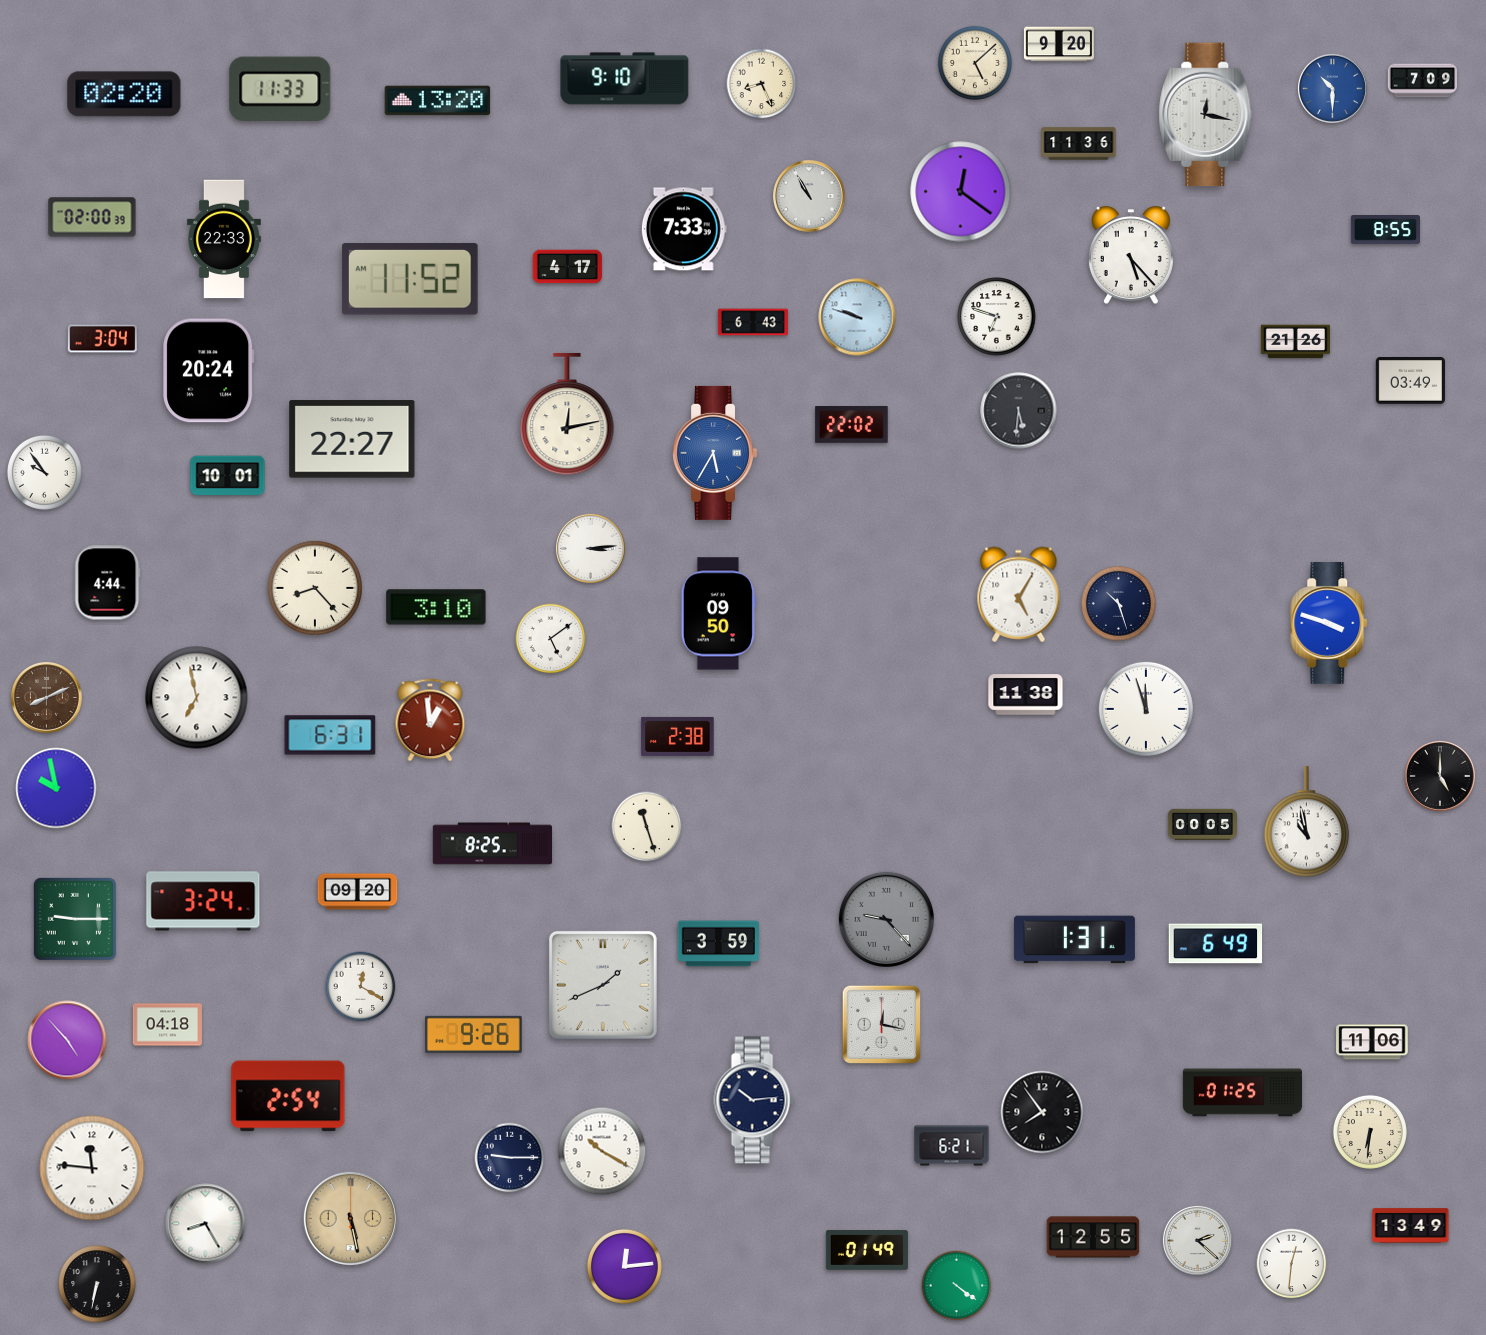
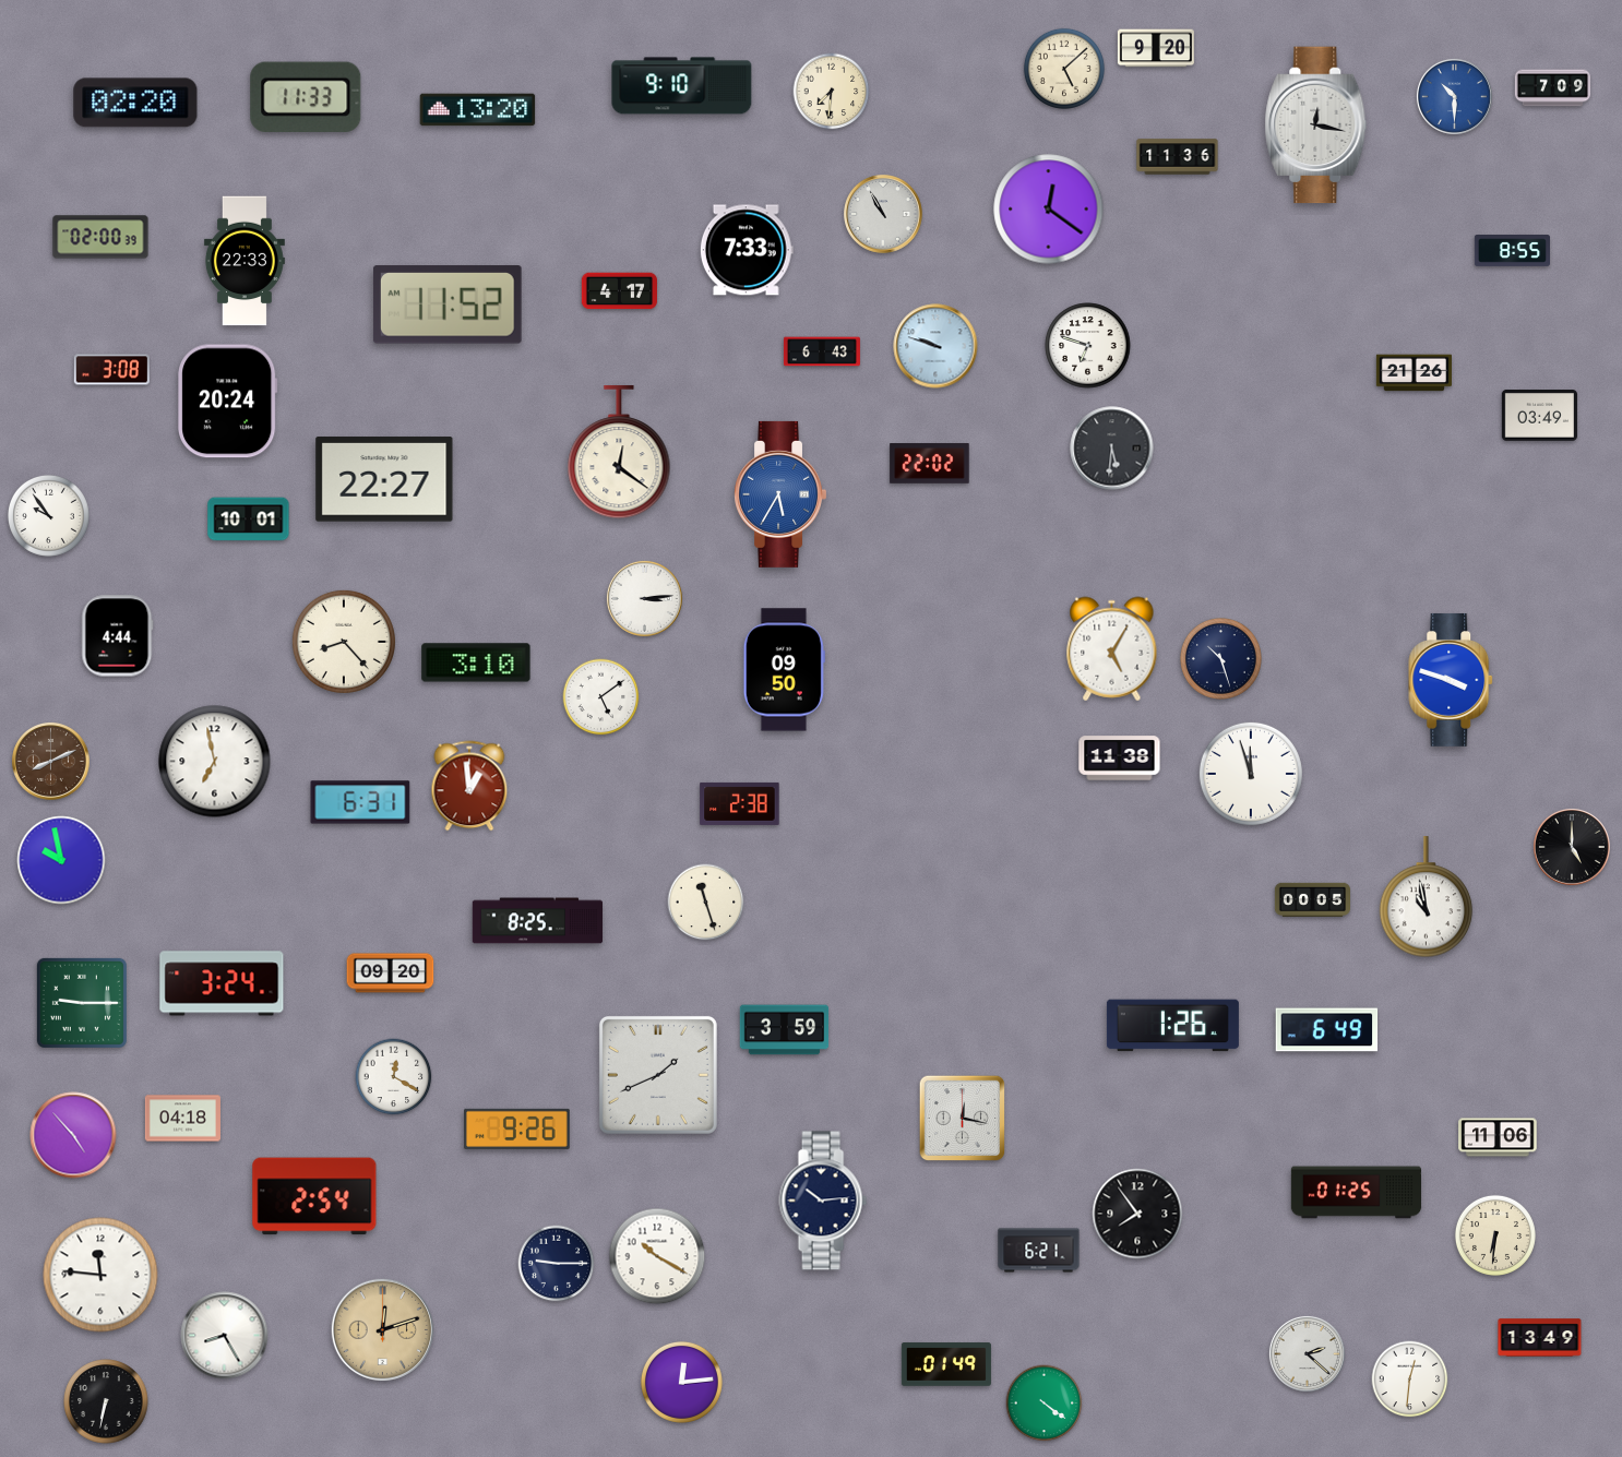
clock at (762, 84): 8:26 -> 7:31
clock at (1131, 255): 5:23 -> none
clock at (102, 339): 3:04 -> 3:08
clock at (209, 371) position: (209, 371) -> (228, 402)
clock at (567, 414): 12:13 -> 12:21
clock at (886, 919): 9:23 -> none
clock at (1074, 940): 1:31 -> 1:26
clock at (350, 1218): 5:28 -> 12:12
clock at (1093, 1237): 12:55 -> none
